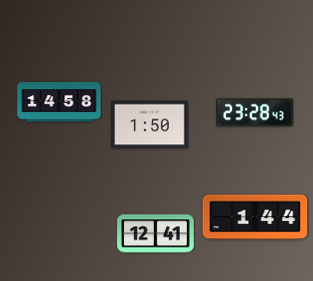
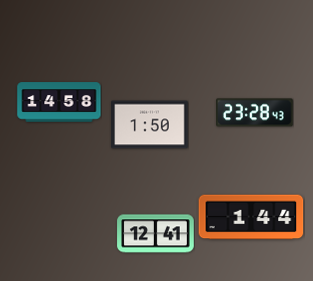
clock at (255, 217) position: (255, 217) -> (251, 217)
